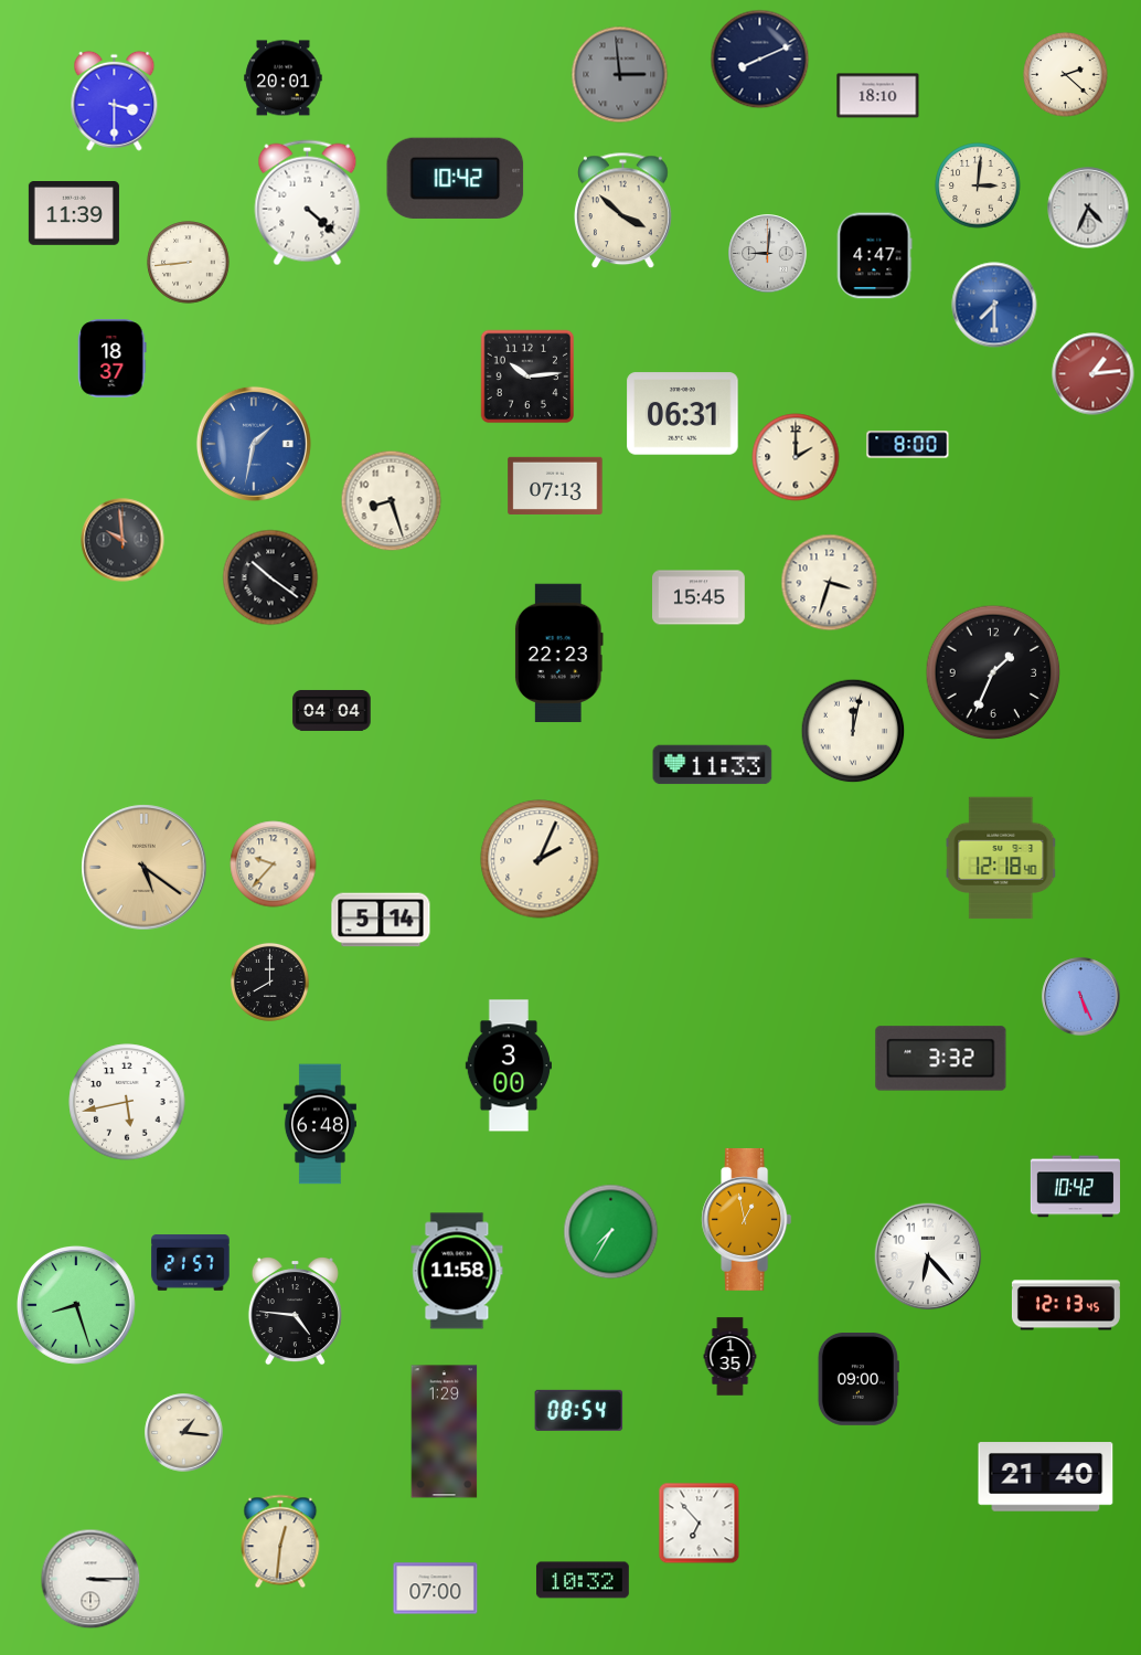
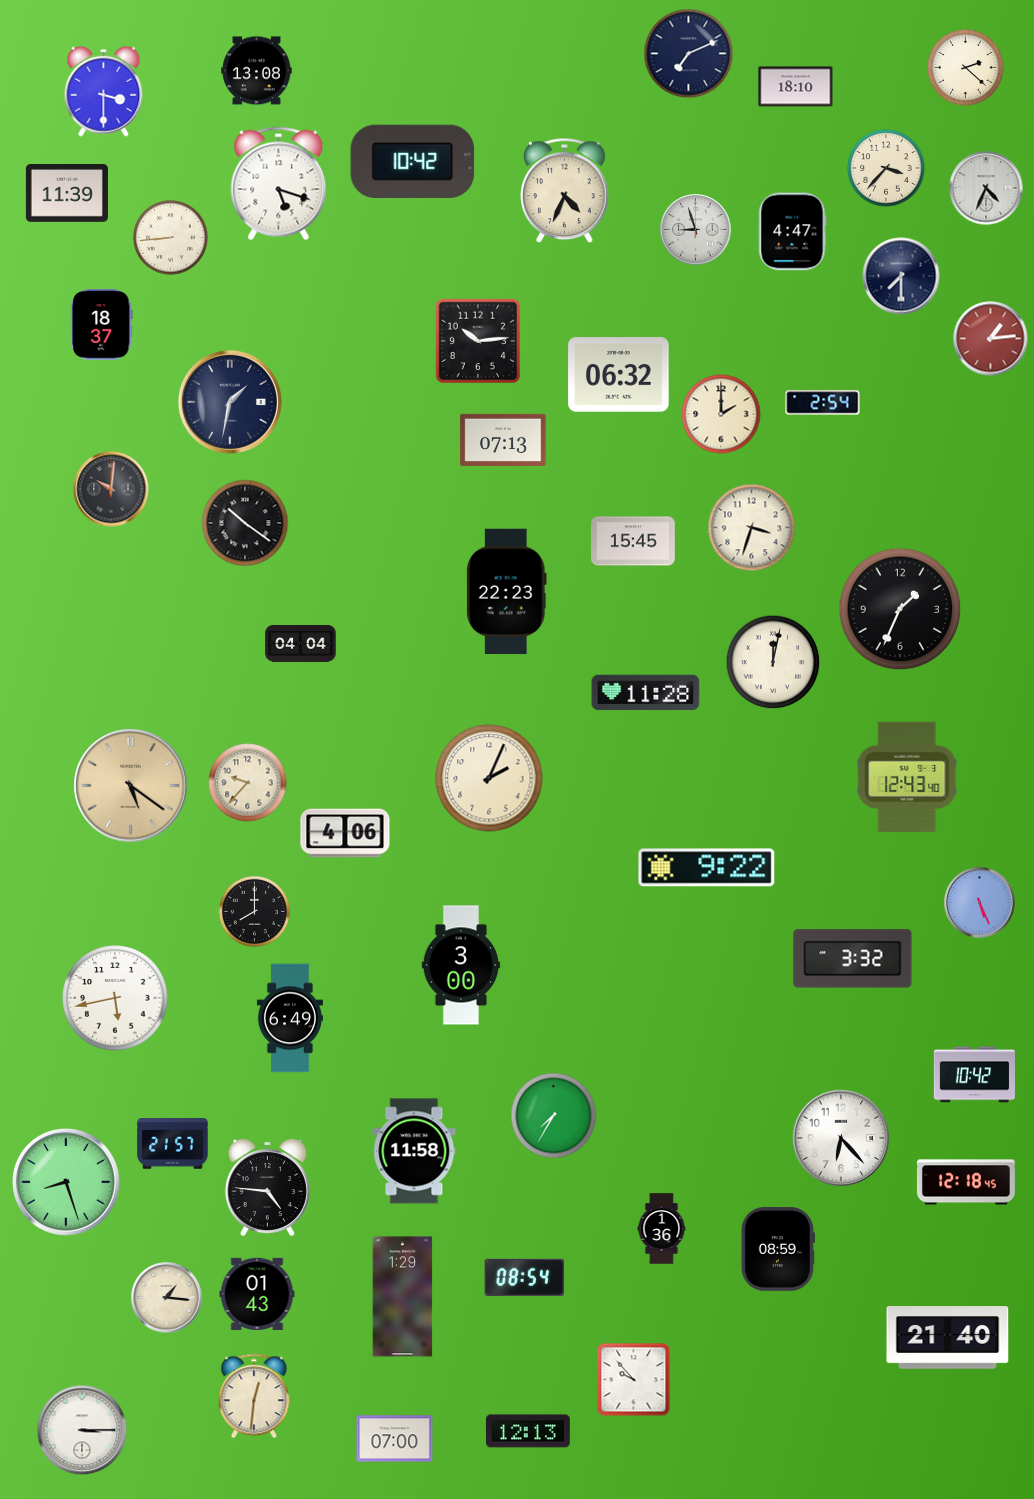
clock at (760, 60): 8:11 -> 7:11
clock at (620, 75): 2:59 -> none
clock at (284, 78): 20:01 -> 13:08
clock at (978, 185): 3:01 -> 3:37
clock at (308, 203): 4:22 -> 5:18
clock at (623, 211): 3:52 -> 4:34
clock at (768, 254): 9:01 -> 8:57
clock at (994, 305) dial: blue -> navy
clock at (683, 414): 06:31 -> 06:32
clock at (254, 444) dial: blue -> navy
clock at (908, 445): 8:00 -> 2:54
clock at (392, 501): 8:27 -> none
clock at (122, 540): 9:59 -> 10:01
clock at (713, 765): 11:33 -> 11:28
clock at (1001, 858): 12:18 -> 12:43
clock at (381, 920): 5:14 -> 4:06
clock at (707, 868): none -> 9:22
clock at (269, 982) position: (269, 982) -> (254, 911)
clock at (320, 1124): 6:48 -> 6:49
clock at (747, 1219): 12:58 -> none
clock at (76, 1305) position: (76, 1305) -> (66, 1182)
clock at (1066, 1305): 12:13 -> 12:18
clock at (731, 1357): 1:35 -> 1:36
clock at (859, 1380): 09:00 -> 08:59
clock at (257, 1294): none -> 01:43
clock at (700, 1524): 6:53 -> 9:53
clock at (583, 1580): 10:32 -> 12:13
